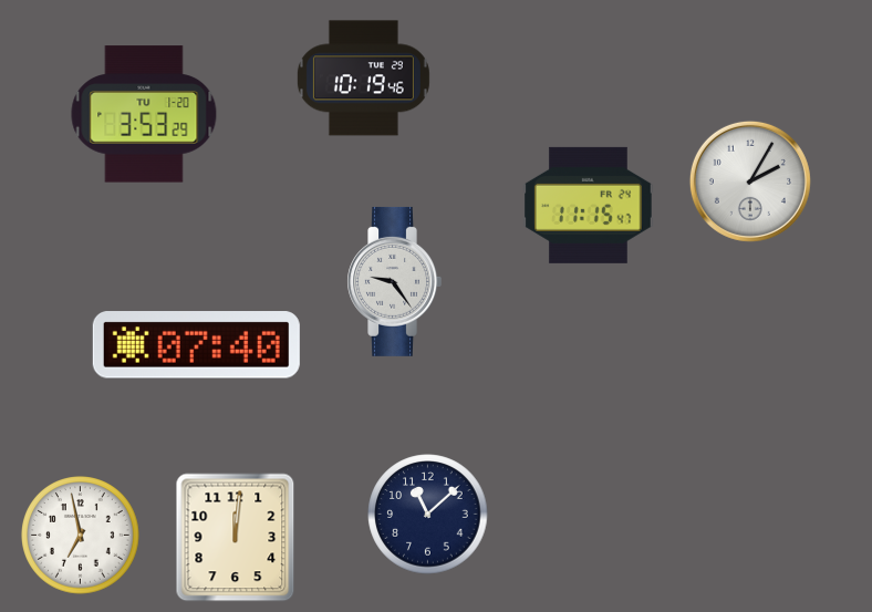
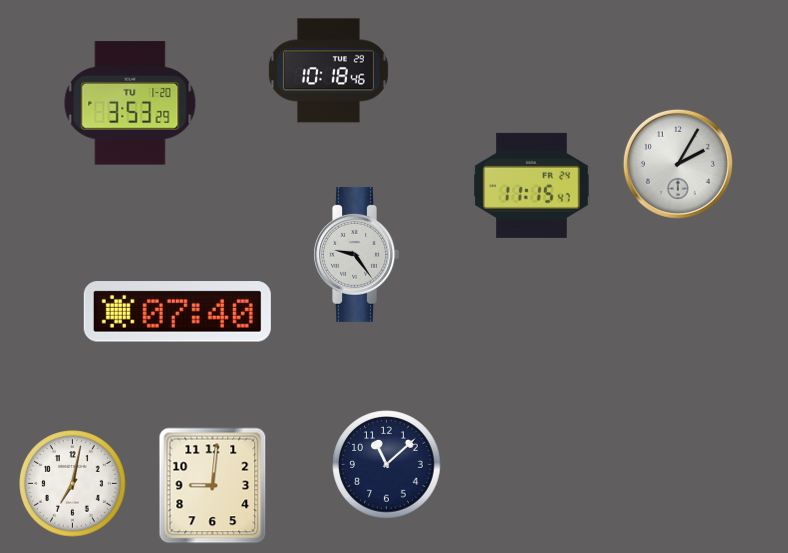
clock at (363, 79): 10:19 -> 10:18
clock at (81, 536): 6:58 -> 7:02
clock at (236, 538): 12:01 -> 9:01
